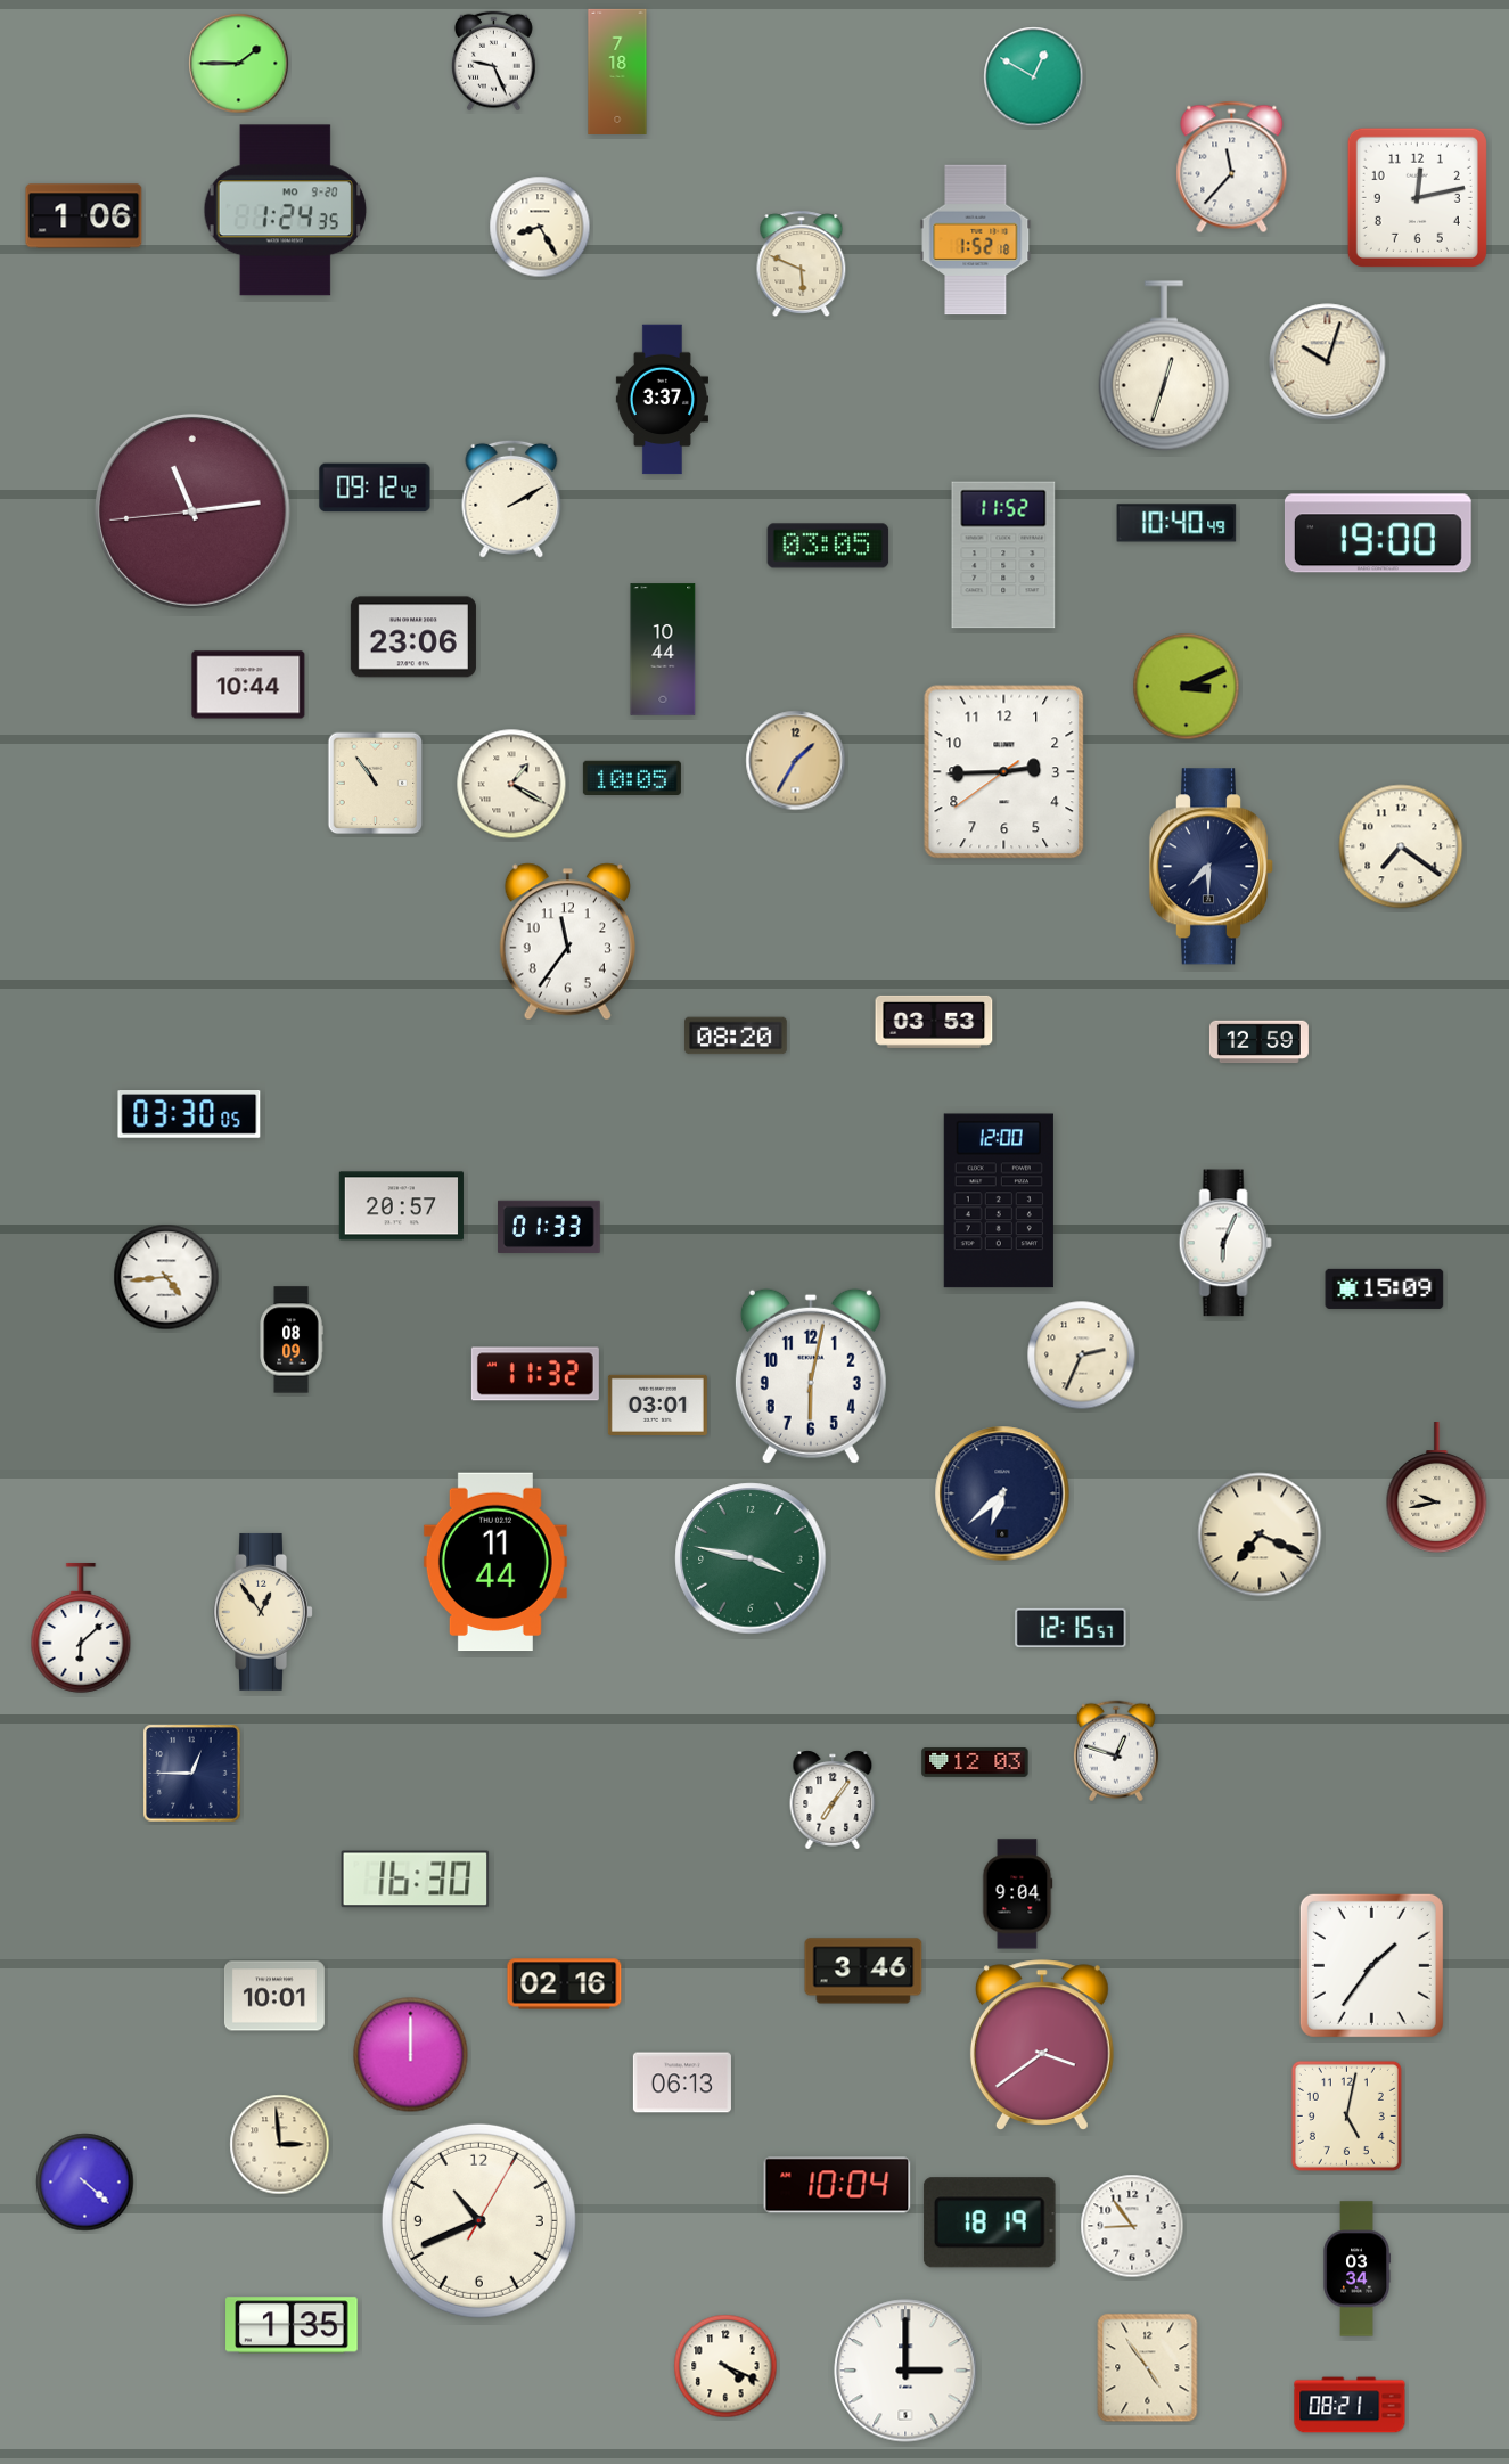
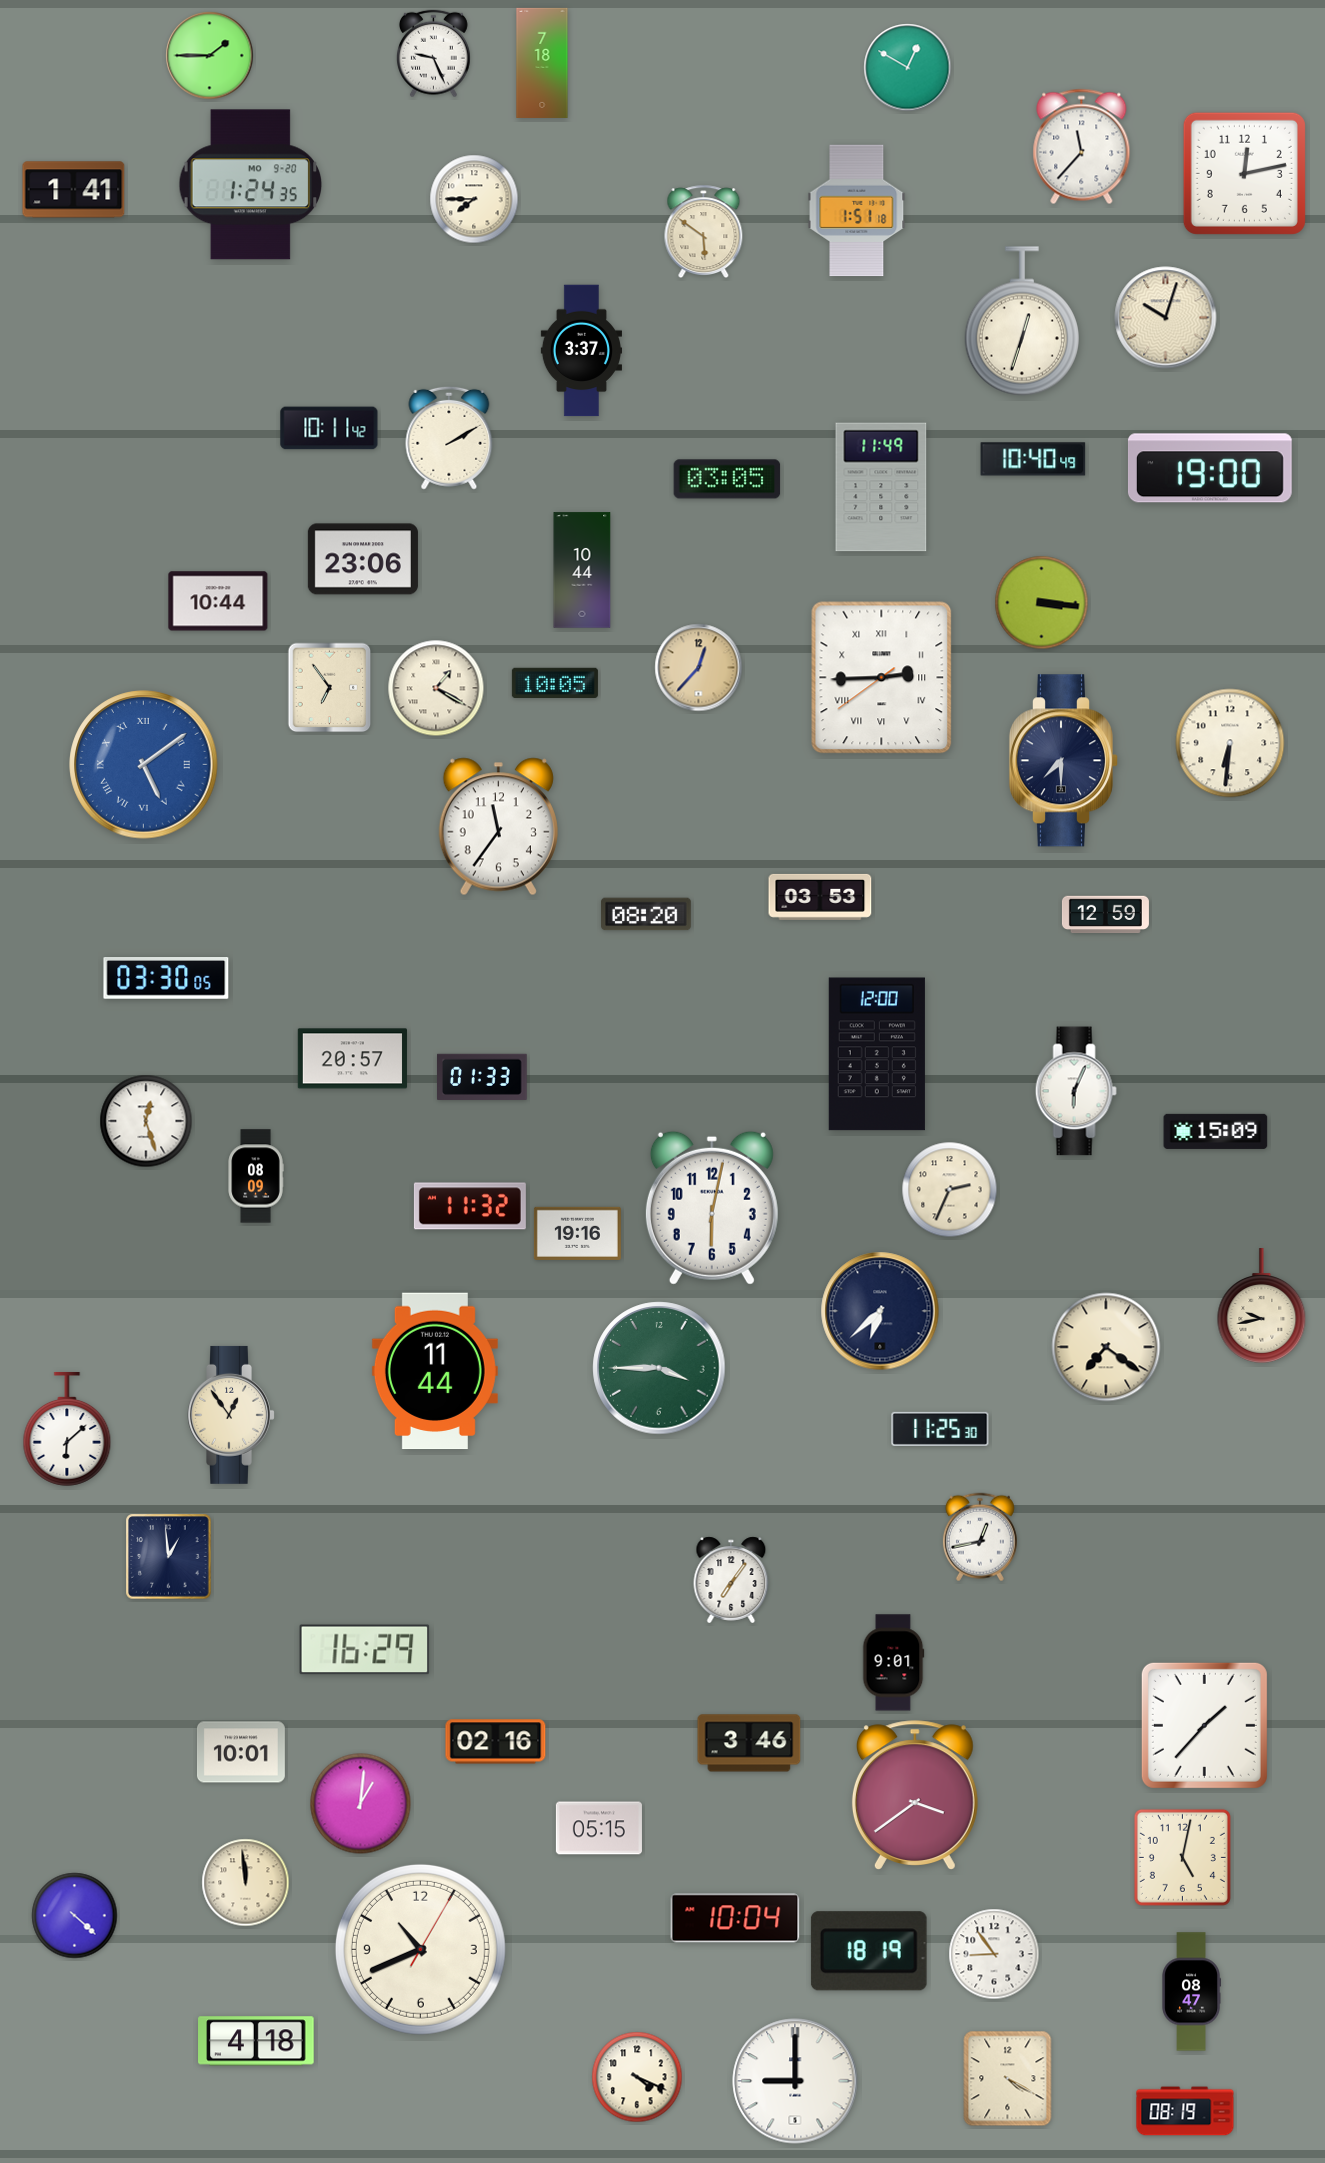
clock at (84, 216): 1:06 -> 1:41
clock at (540, 227): 8:25 -> 7:45
clock at (976, 240): 1:52 -> 1:51
clock at (802, 263): 5:49 -> 5:51
clock at (375, 488): 09:12 -> 10:11
clock at (192, 511): 11:13 -> none
clock at (1003, 555): 11:52 -> 11:49
clock at (1187, 687): 3:11 -> 3:16
clock at (796, 761): 1:35 -> 12:37
clock at (1004, 772) numerals: Arabic -> Roman
clock at (376, 784): 10:54 -> 6:54
clock at (511, 784) position: (511, 784) -> (436, 688)
clock at (1401, 846): 7:21 -> 6:31
clock at (144, 765): none -> 5:09
clock at (736, 1035) position: (736, 1035) -> (646, 914)
clock at (166, 1277): 4:44 -> 12:27
clock at (657, 1405): 03:01 -> 19:16
clock at (1260, 1534): 7:19 -> 7:21
clock at (751, 1558): 3:47 -> 3:45
clock at (81, 1628) position: (81, 1628) -> (67, 1429)
clock at (1071, 1628): 12:15 -> 11:25
clock at (1116, 1751): 12:48 -> 12:43
clock at (975, 1763): 12:03 -> none
clock at (192, 1774): 12:45 -> 12:59
clock at (416, 1880): 16:30 -> 16:29
clock at (1018, 1894): 9:04 -> 9:01
clock at (1371, 1965): 1:36 -> 1:37
clock at (863, 1971) position: (863, 1971) -> (749, 1743)
clock at (411, 2055): 12:00 -> 1:01
clock at (682, 2082): 06:13 -> 05:15
clock at (280, 2145): 2:59 -> 11:59
clock at (1356, 2269): 03:34 -> 08:47
clock at (292, 2325): 1:35 -> 4:18
clock at (1148, 2368): 4:54 -> 4:20
clock at (905, 2371): 3:00 -> 9:00
clock at (1350, 2405): 08:21 -> 08:19
